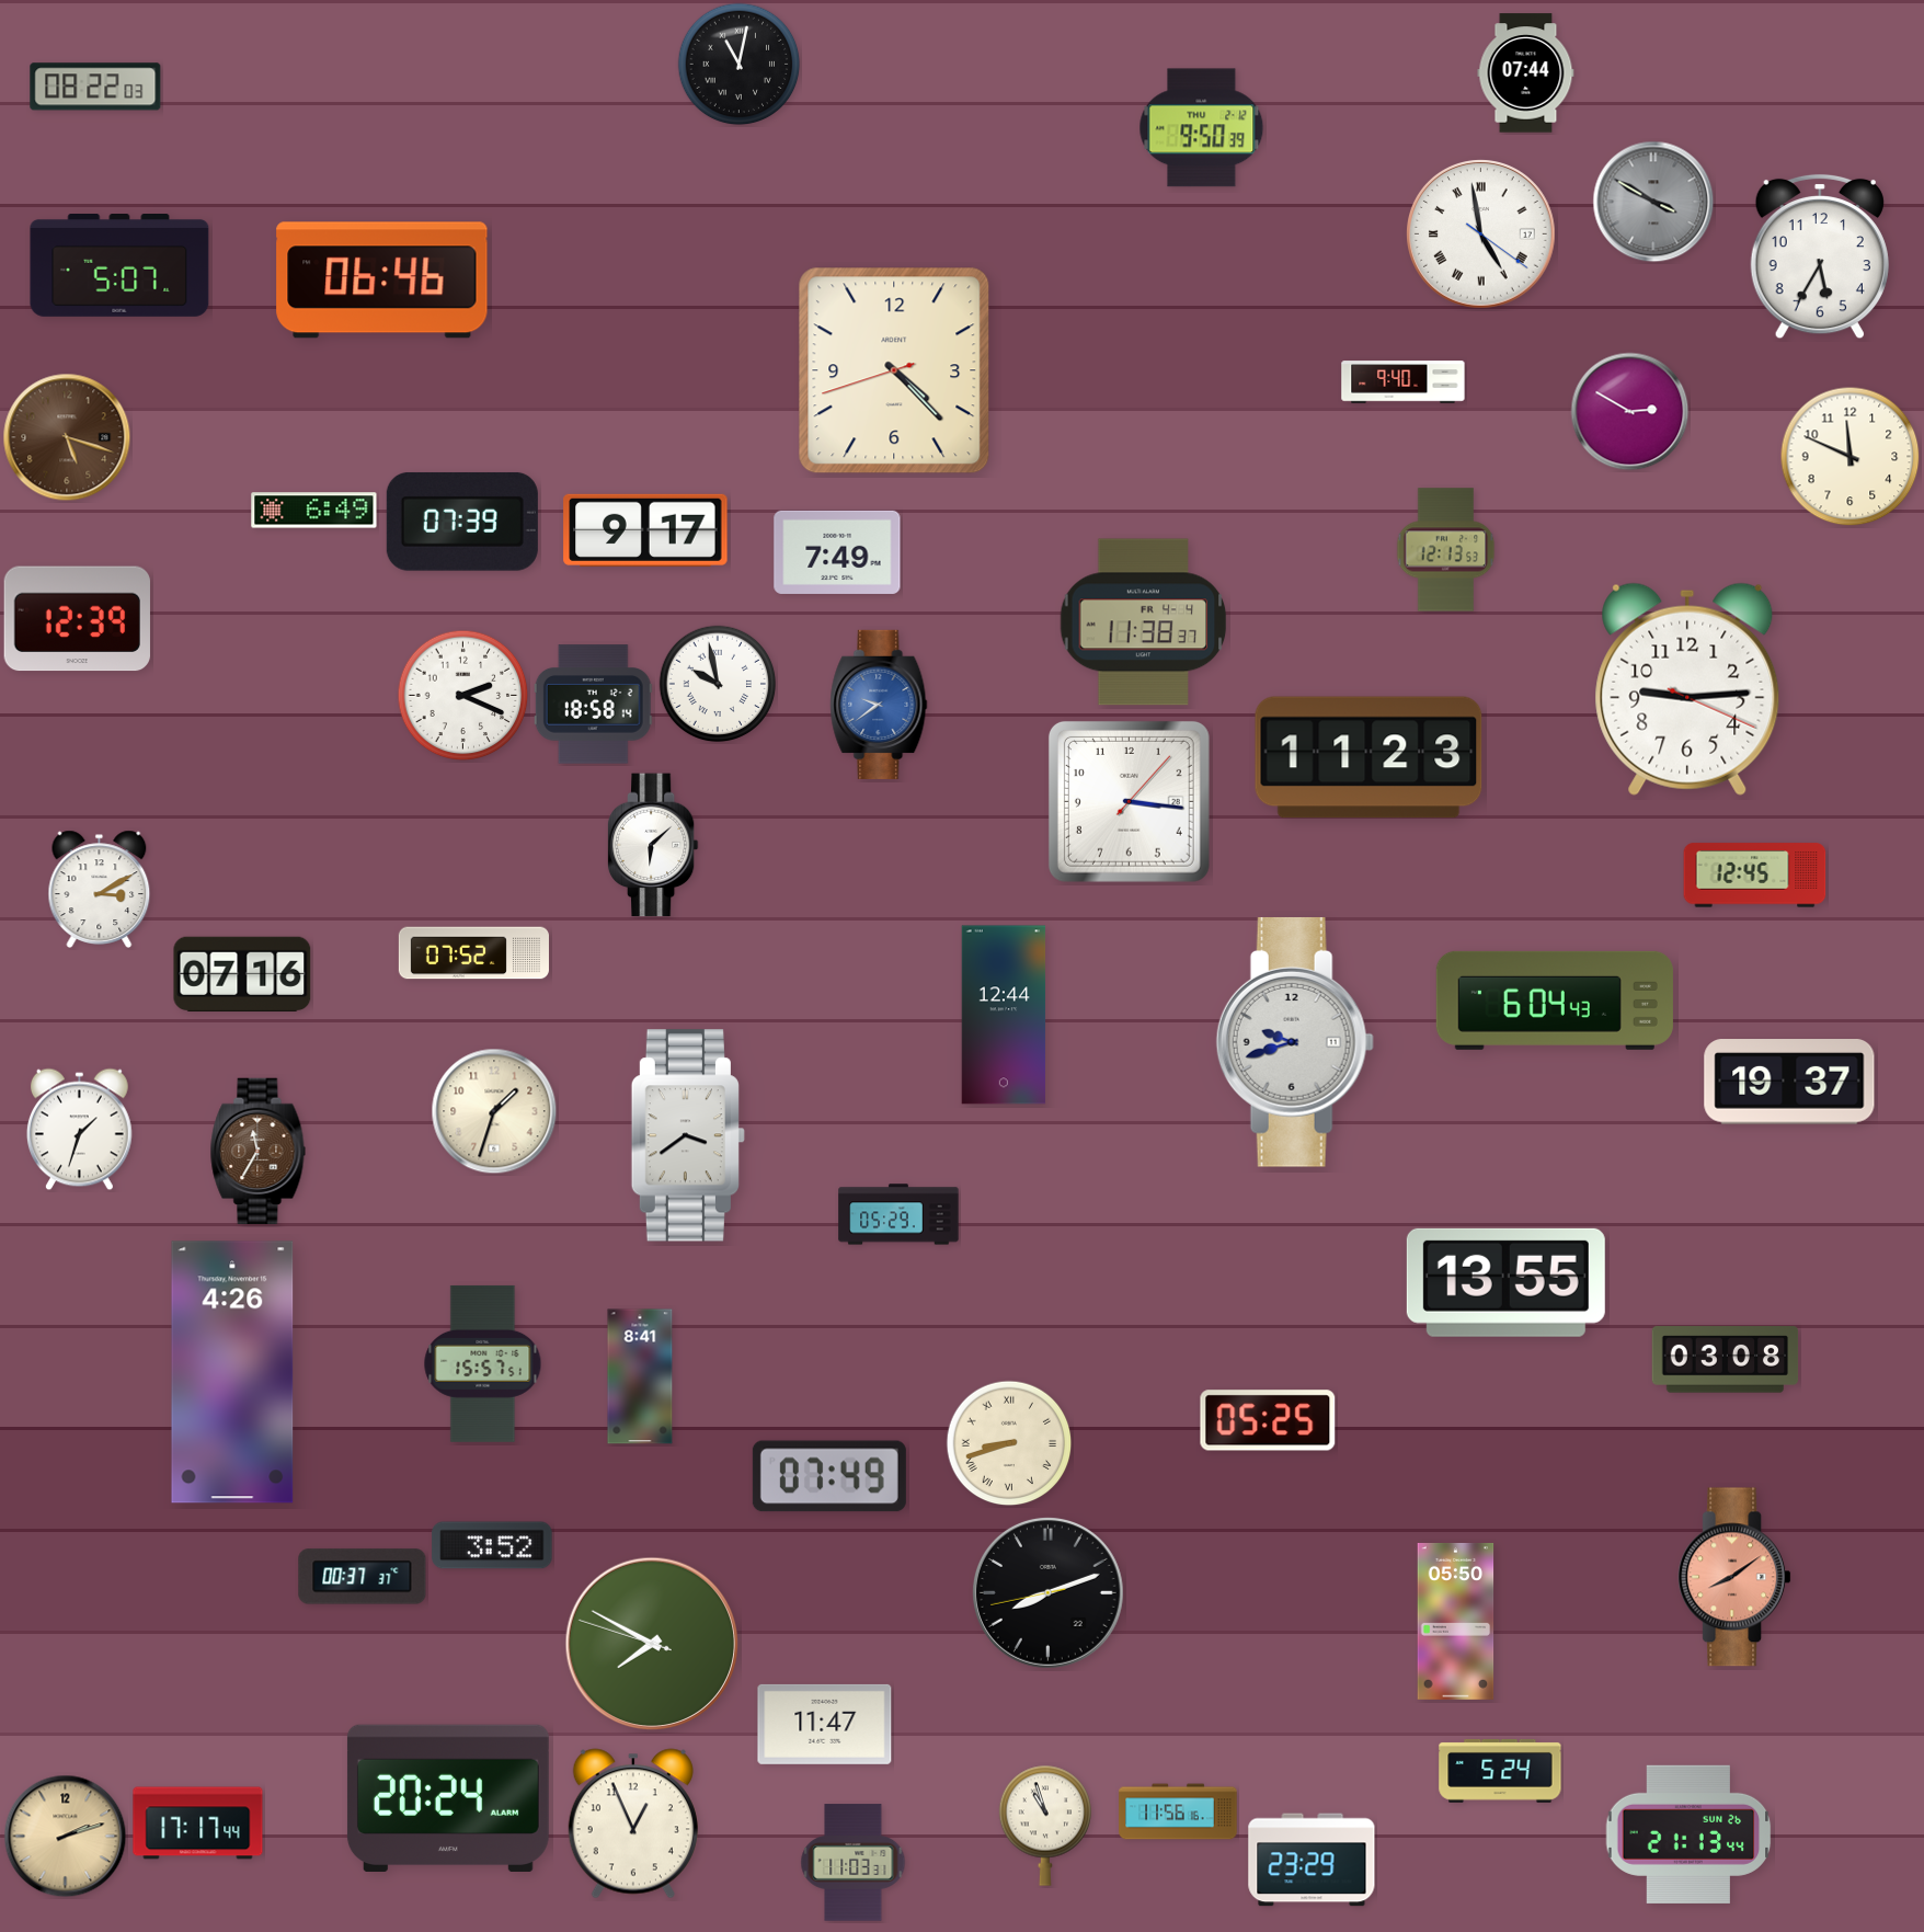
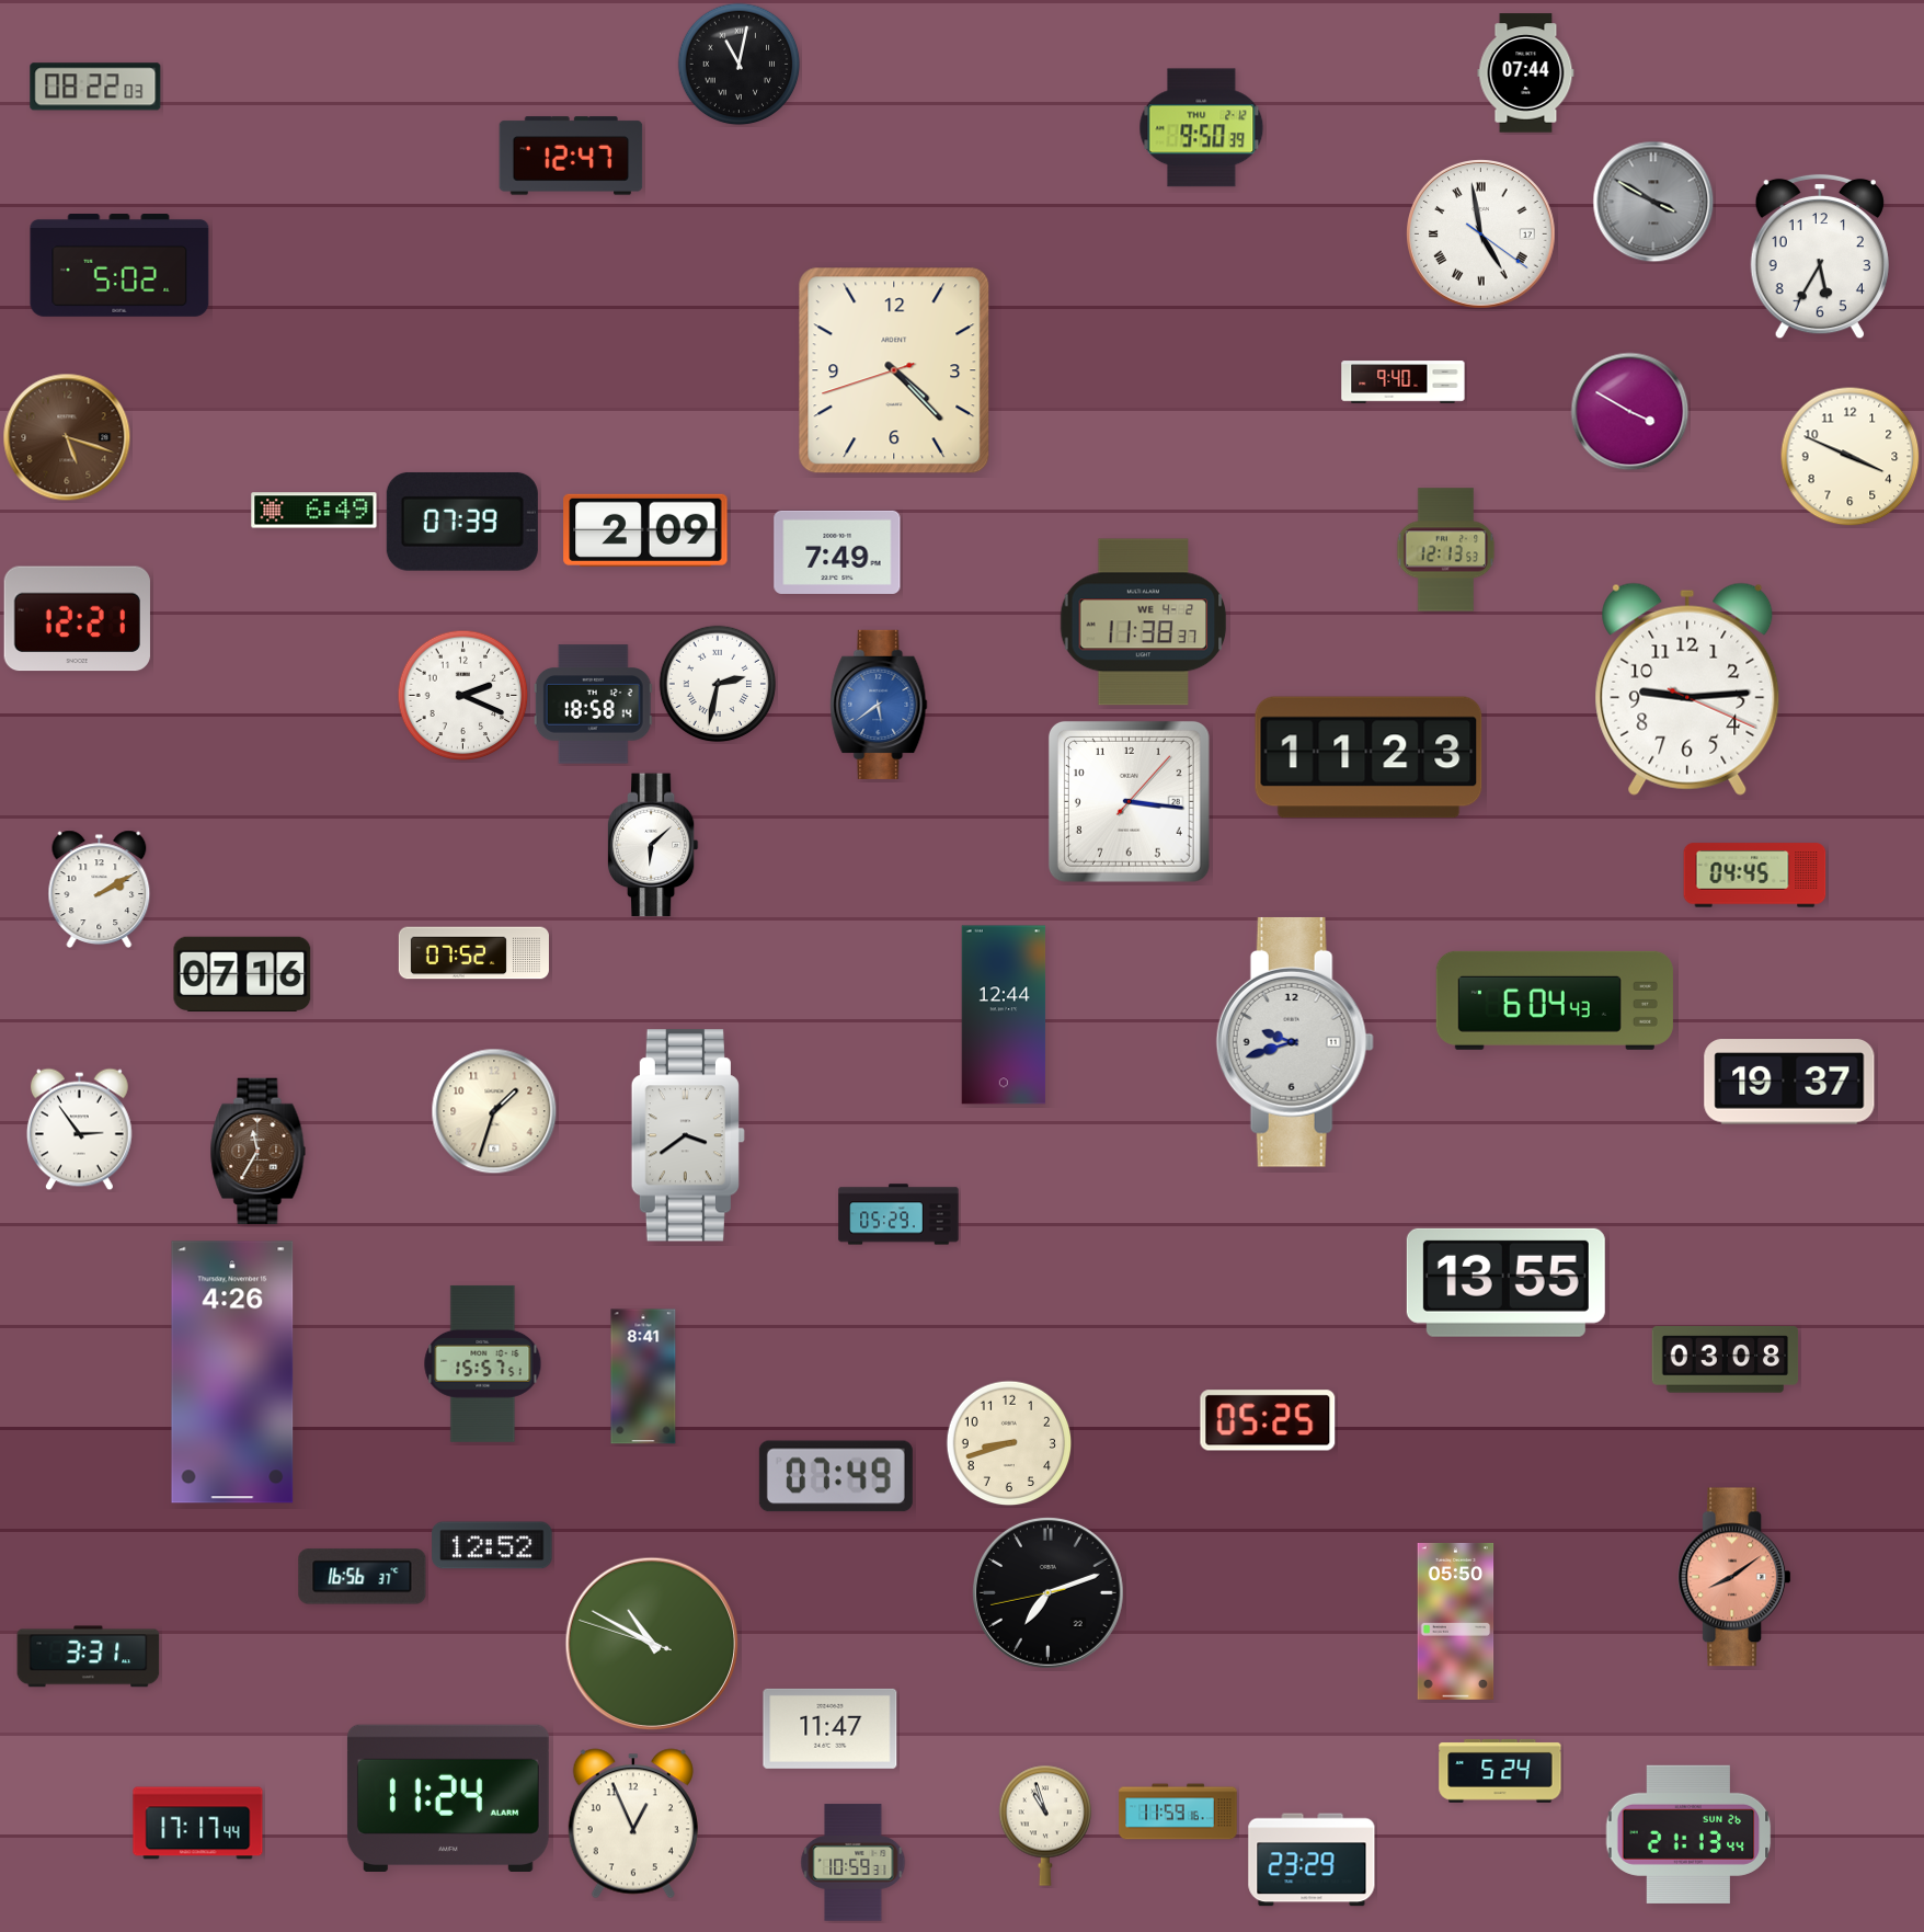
clock at (571, 156): none -> 12:47
clock at (119, 266): 5:07 -> 5:02
clock at (382, 281): 06:46 -> none
clock at (1630, 412): 2:50 -> 3:50
clock at (1851, 457): 11:49 -> 3:49
clock at (645, 530): 9:17 -> 2:09
clock at (77, 619): 12:39 -> 12:21
clock at (1144, 622) date: FR 4-4 -> WE 4-2
clock at (718, 684): 9:58 -> 2:32
clock at (879, 705): 9:39 -> 5:39
clock at (1755, 876): 12:45 -> 04:45
clock at (100, 889): 3:10 -> 2:10
clock at (79, 1130): 1:33 -> 2:54
clock at (640, 1376) position: (640, 1376) -> (643, 1376)
clock at (1009, 1443) numerals: Roman -> Arabic
clock at (829, 1476) position: (829, 1476) -> (836, 1476)
clock at (492, 1545): 3:52 -> 12:52
clock at (363, 1577): 00:37 -> 16:56
clock at (1047, 1592): 8:11 -> 7:11
clock at (652, 1644): 7:49 -> 10:49
clock at (89, 1657): none -> 3:31
clock at (825, 1724) position: (825, 1724) -> (831, 1728)
clock at (448, 1798): 20:24 -> 11:24
clock at (1178, 1811): 11:56 -> 11:59
clock at (66, 1837): 2:12 -> none
clock at (854, 1863): 11:03 -> 10:59
